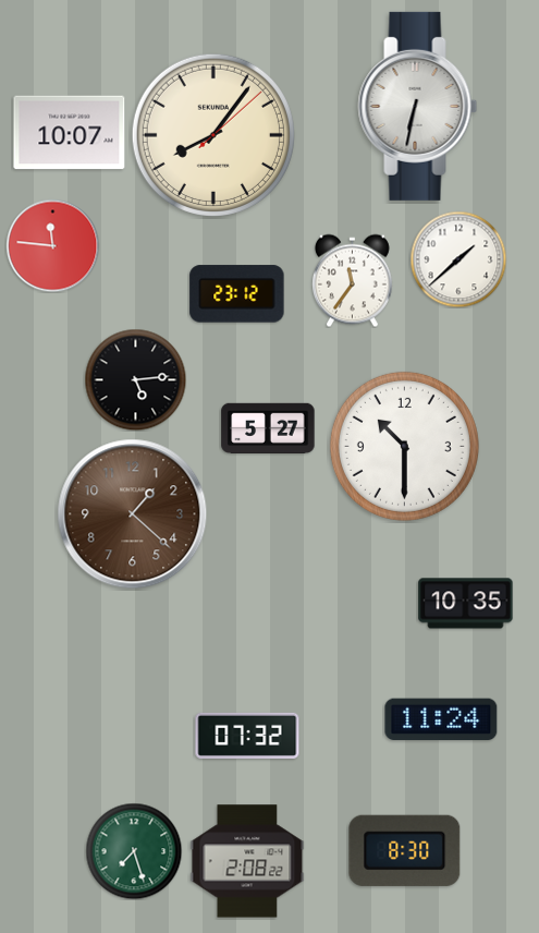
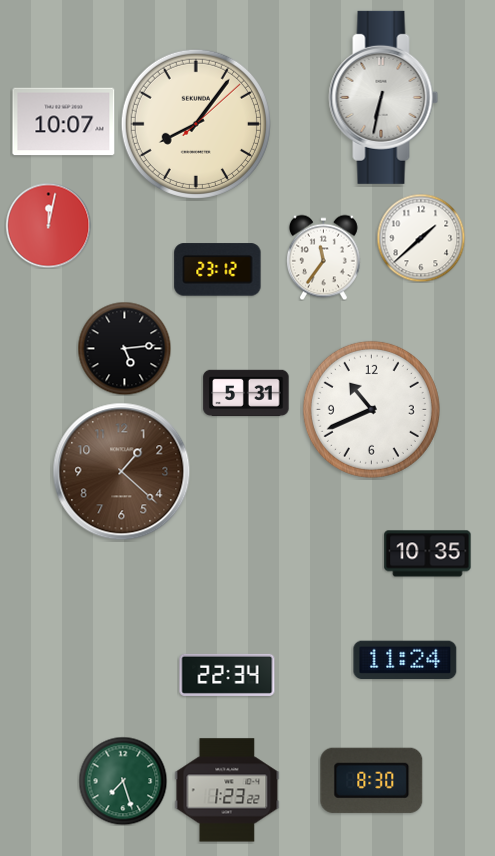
clock at (52, 245): 11:46 -> 12:02
clock at (268, 428): 5:27 -> 5:31
clock at (404, 446): 10:30 -> 10:41
clock at (247, 736): 07:32 -> 22:34
clock at (247, 861): 2:08 -> 1:23
